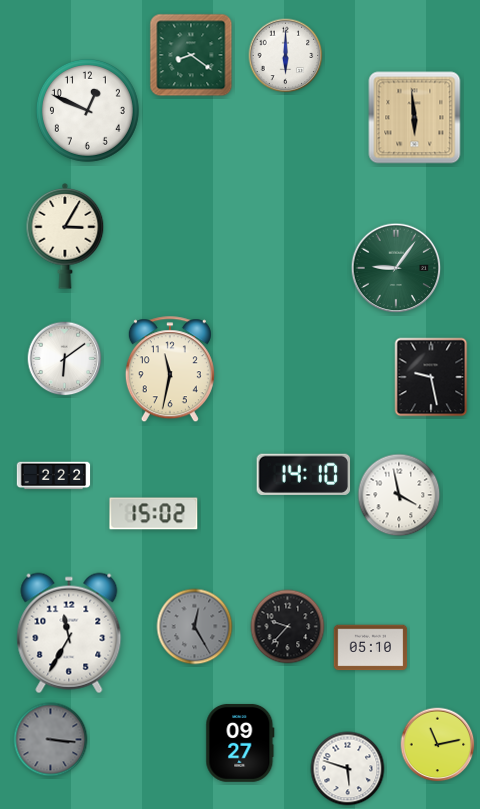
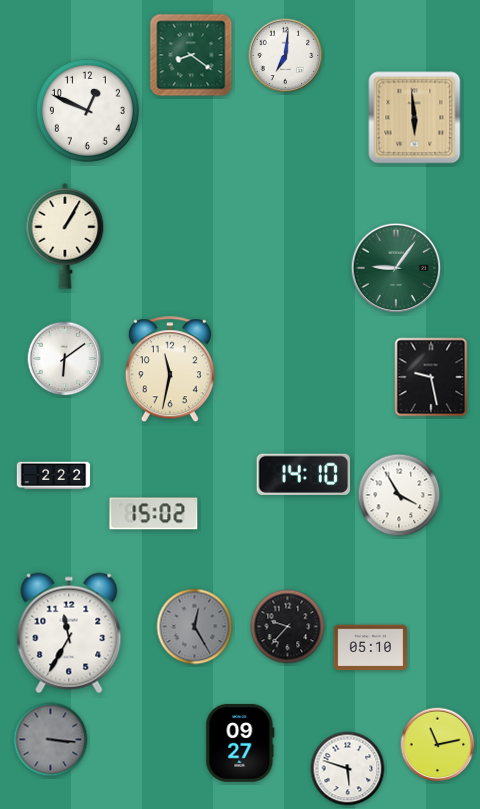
clock at (286, 56): 6:00 -> 7:01
clock at (65, 237): 3:05 -> 1:05
clock at (399, 495): 3:58 -> 3:55
